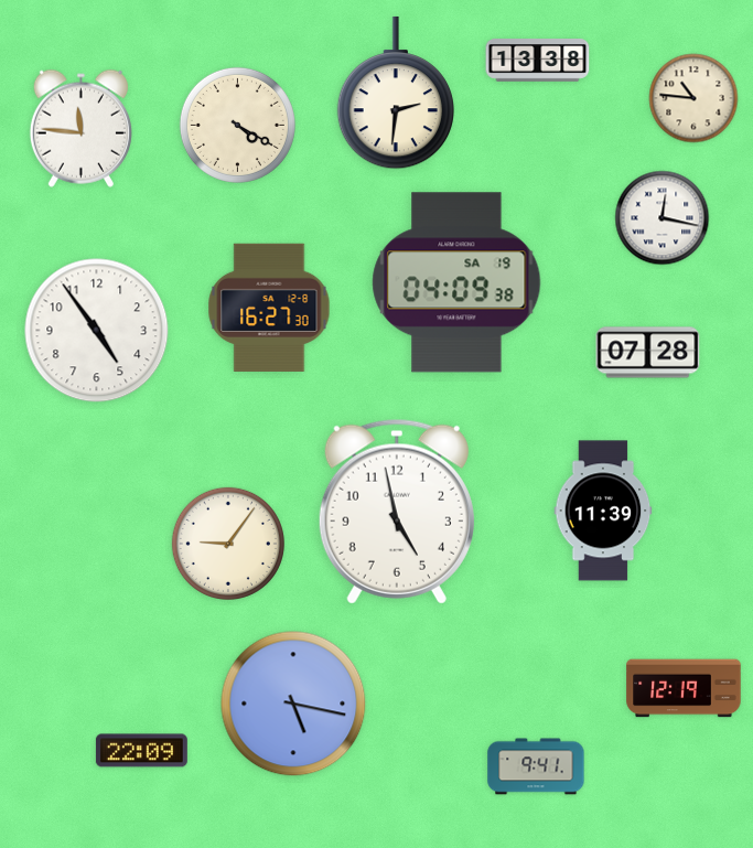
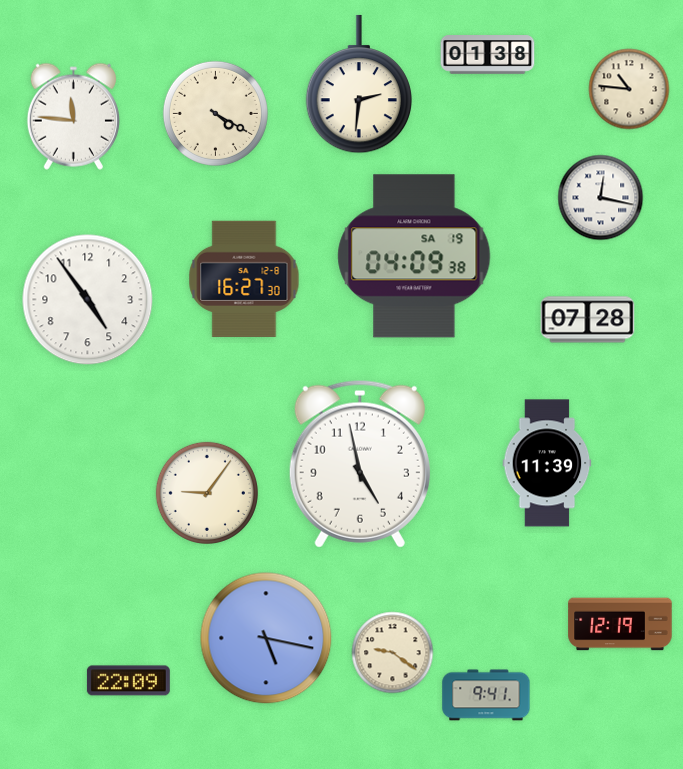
clock at (538, 61): 13:38 -> 01:38
clock at (393, 653): none -> 9:21
